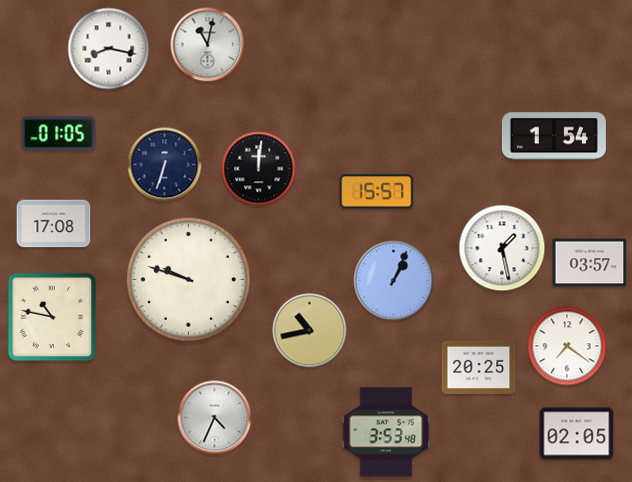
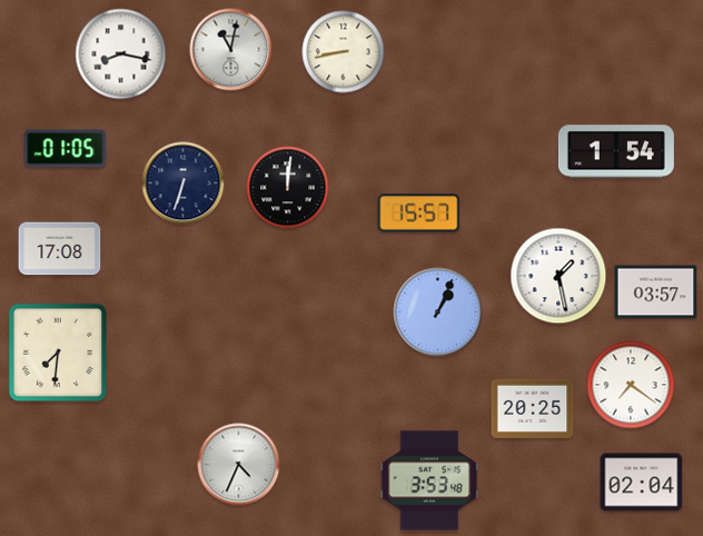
clock at (344, 52): none -> 8:43
clock at (188, 279): 9:48 -> none
clock at (52, 317): 10:47 -> 7:31
clock at (310, 331): 10:43 -> none
clock at (577, 434): 02:05 -> 02:04
